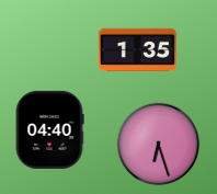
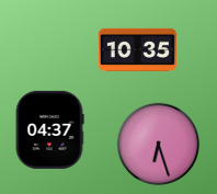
clock at (137, 49): 1:35 -> 10:35
clock at (49, 129): 04:40 -> 04:37
